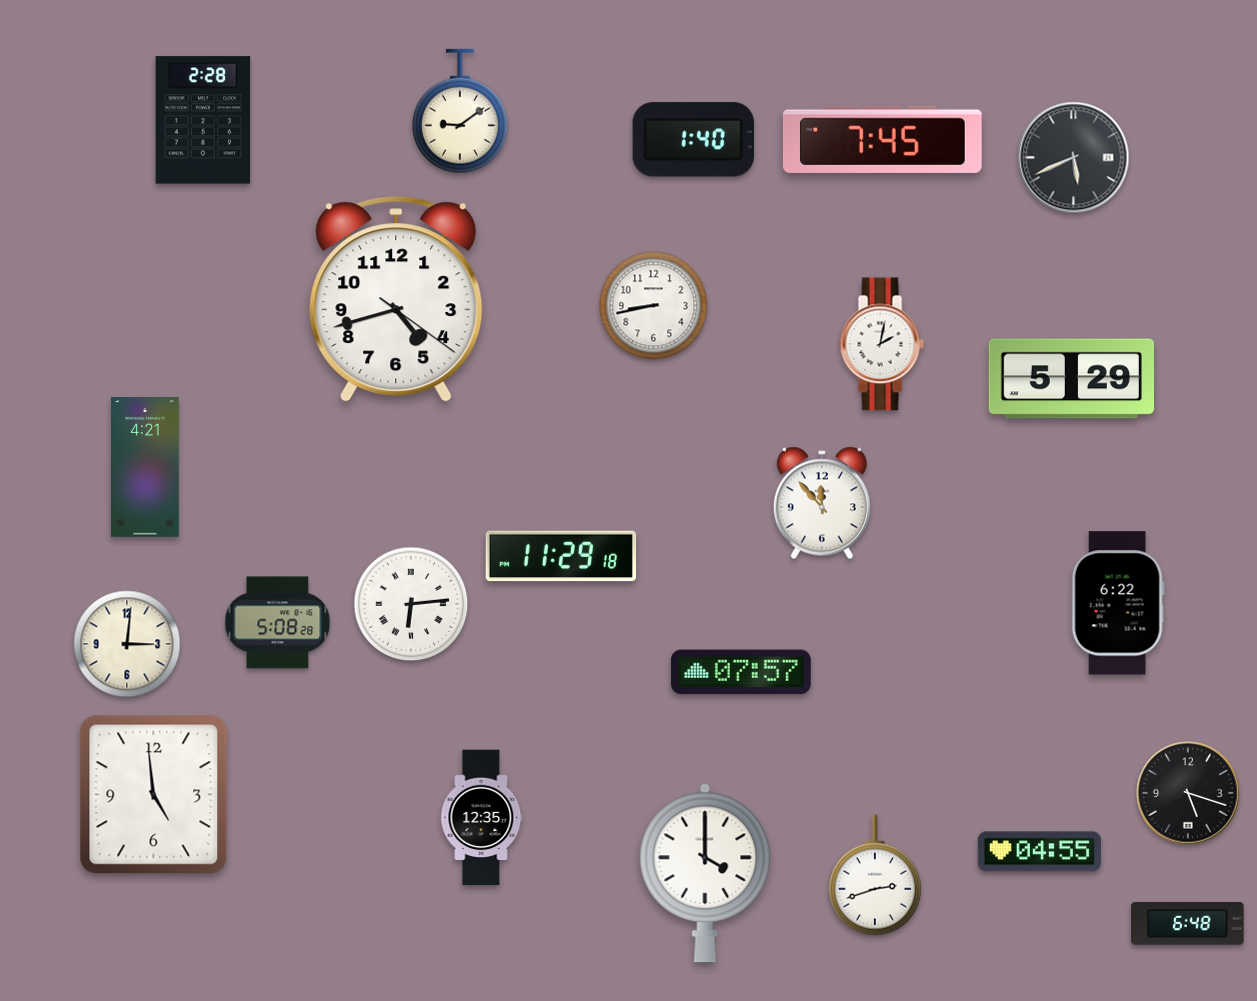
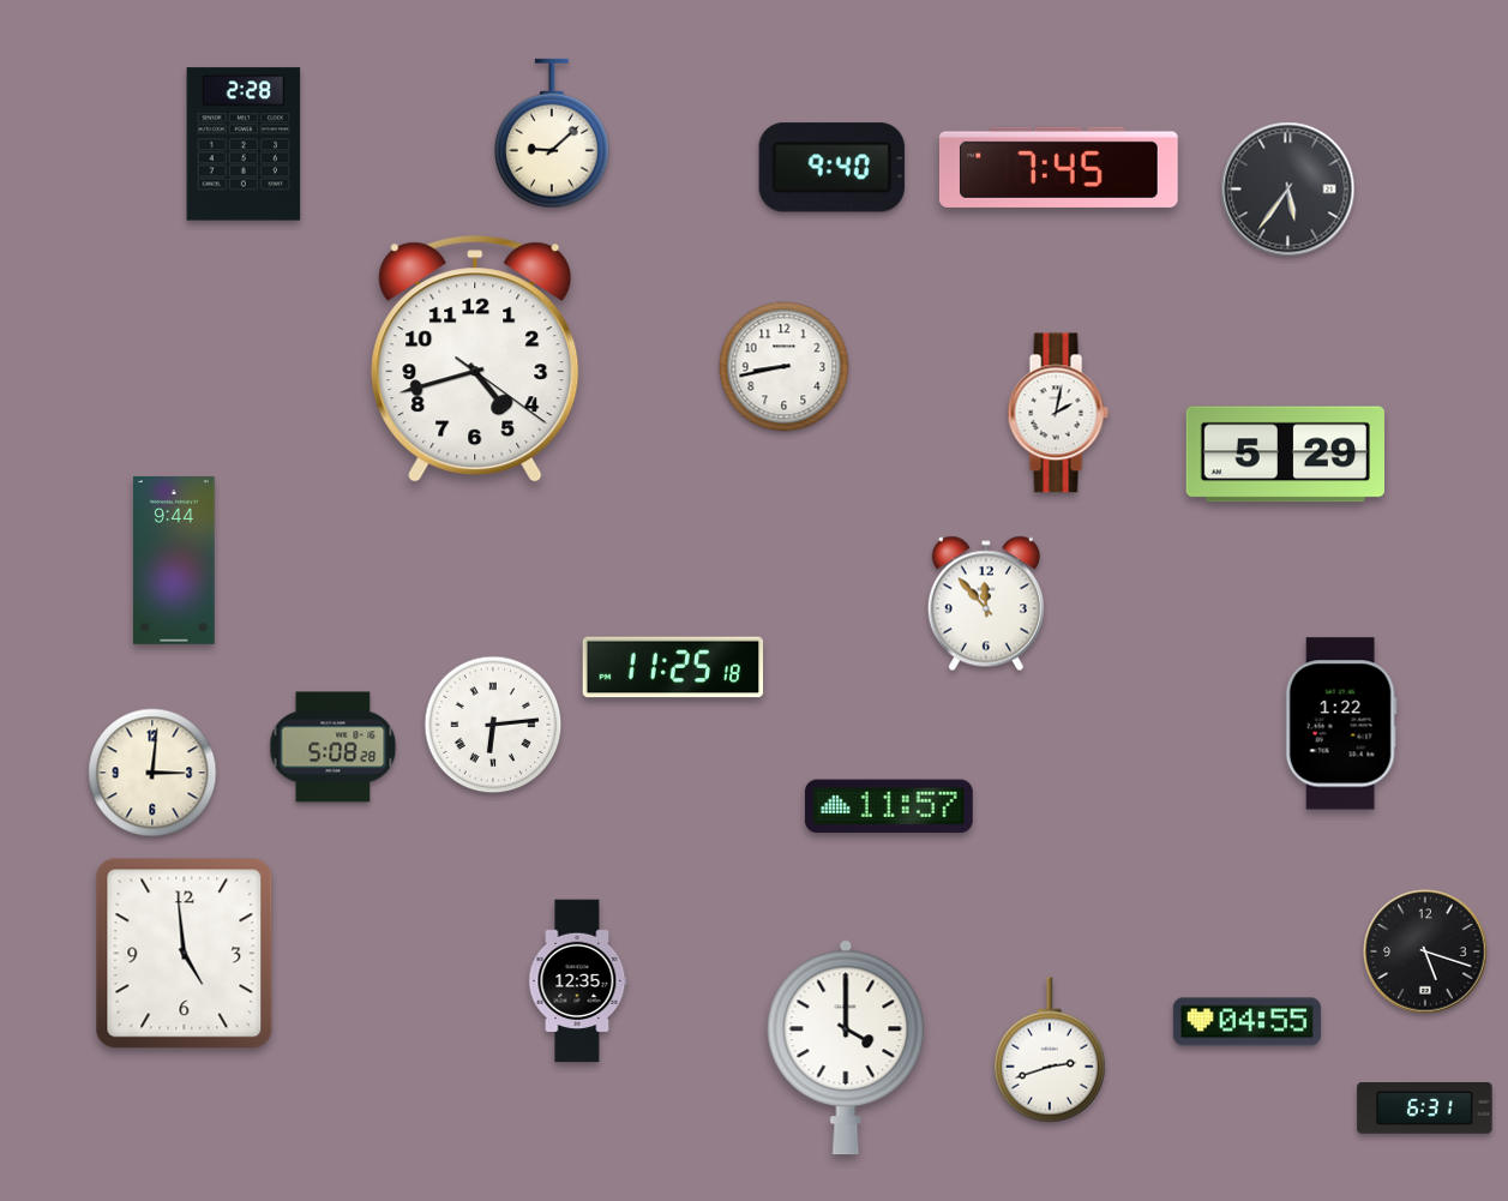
clock at (461, 111): 9:09 -> 9:08
clock at (693, 140): 1:40 -> 9:40
clock at (1074, 158): 5:41 -> 5:36
clock at (146, 468): 4:21 -> 9:44
clock at (561, 556): 11:29 -> 11:25
clock at (1118, 603): 6:22 -> 1:22
clock at (741, 672): 07:57 -> 11:57
clock at (1188, 924): 6:48 -> 6:31
